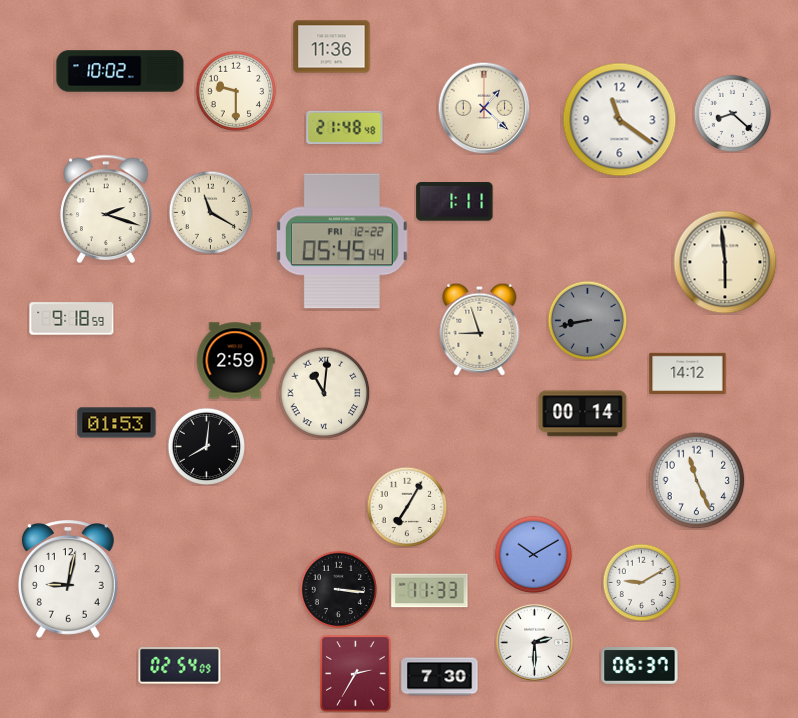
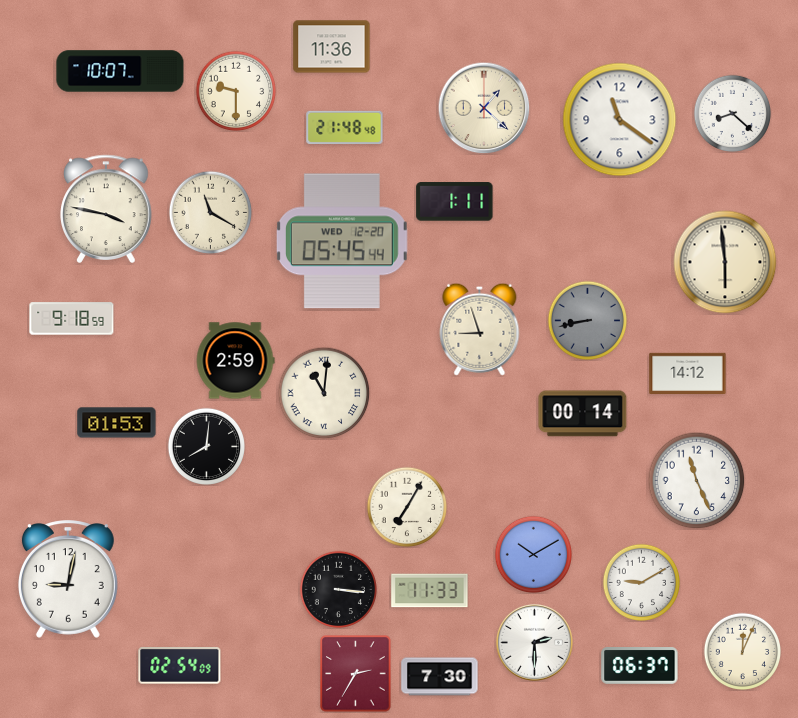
clock at (120, 71): 10:02 -> 10:07
clock at (106, 209): 2:18 -> 3:47
clock at (342, 241) date: FRI 12-22 -> WED 12-20
clock at (742, 651): none -> 12:04
